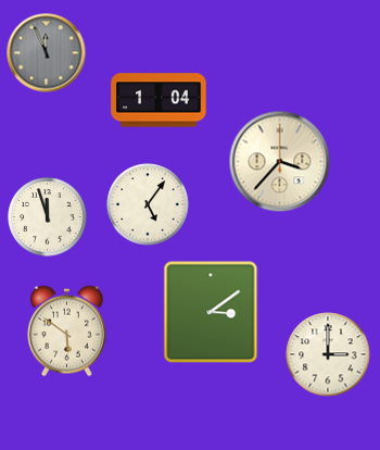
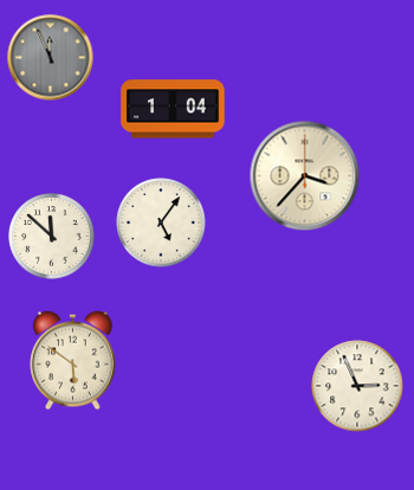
clock at (48, 217): 11:57 -> 11:52
clock at (211, 312): 3:09 -> none
clock at (328, 354): 3:00 -> 2:56
